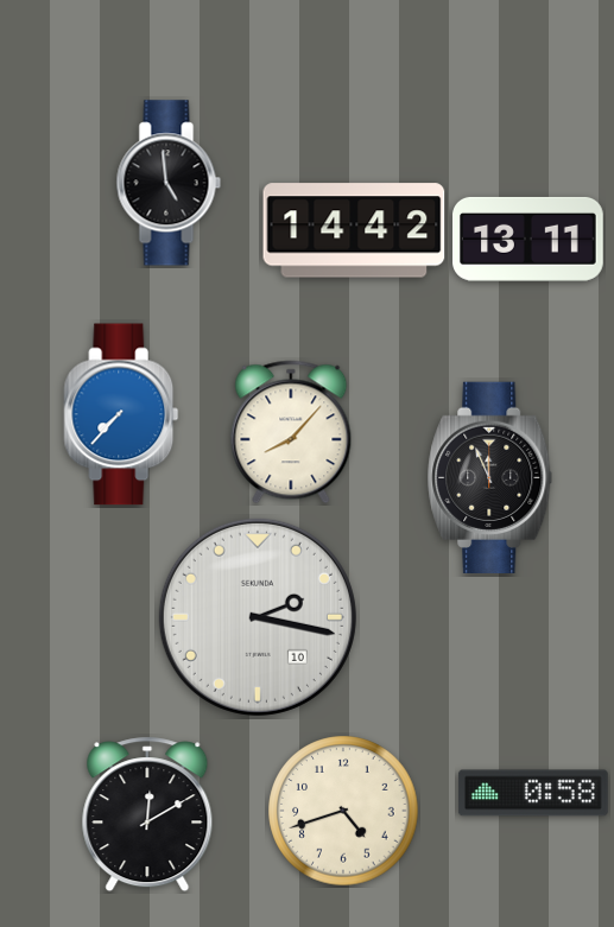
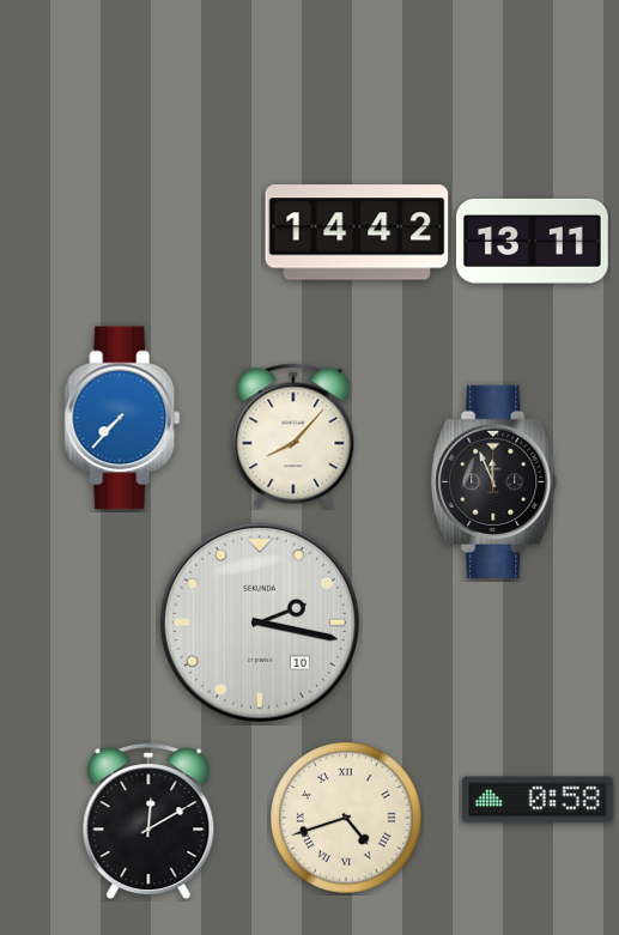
clock at (169, 183): 4:59 -> none
clock at (343, 811) numerals: Arabic -> Roman
